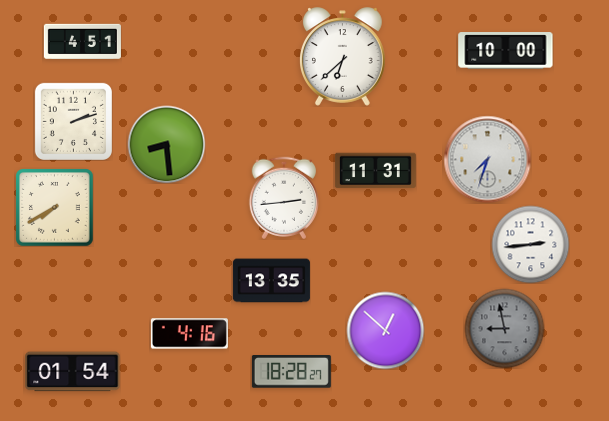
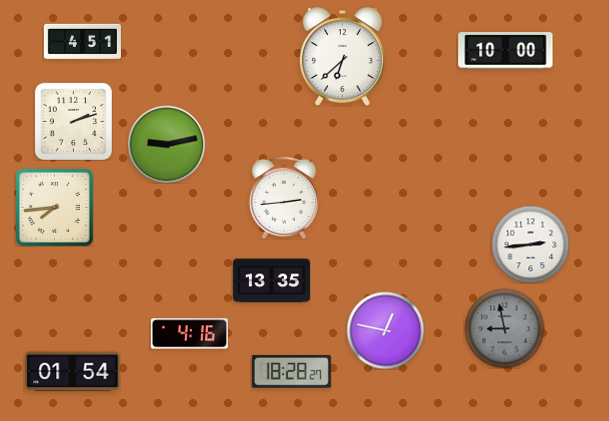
clock at (166, 144): 8:29 -> 9:13
clock at (487, 159): 7:33 -> none
clock at (375, 171): 11:31 -> none
clock at (55, 208): 7:40 -> 7:44
clock at (385, 330): 12:52 -> 12:47
